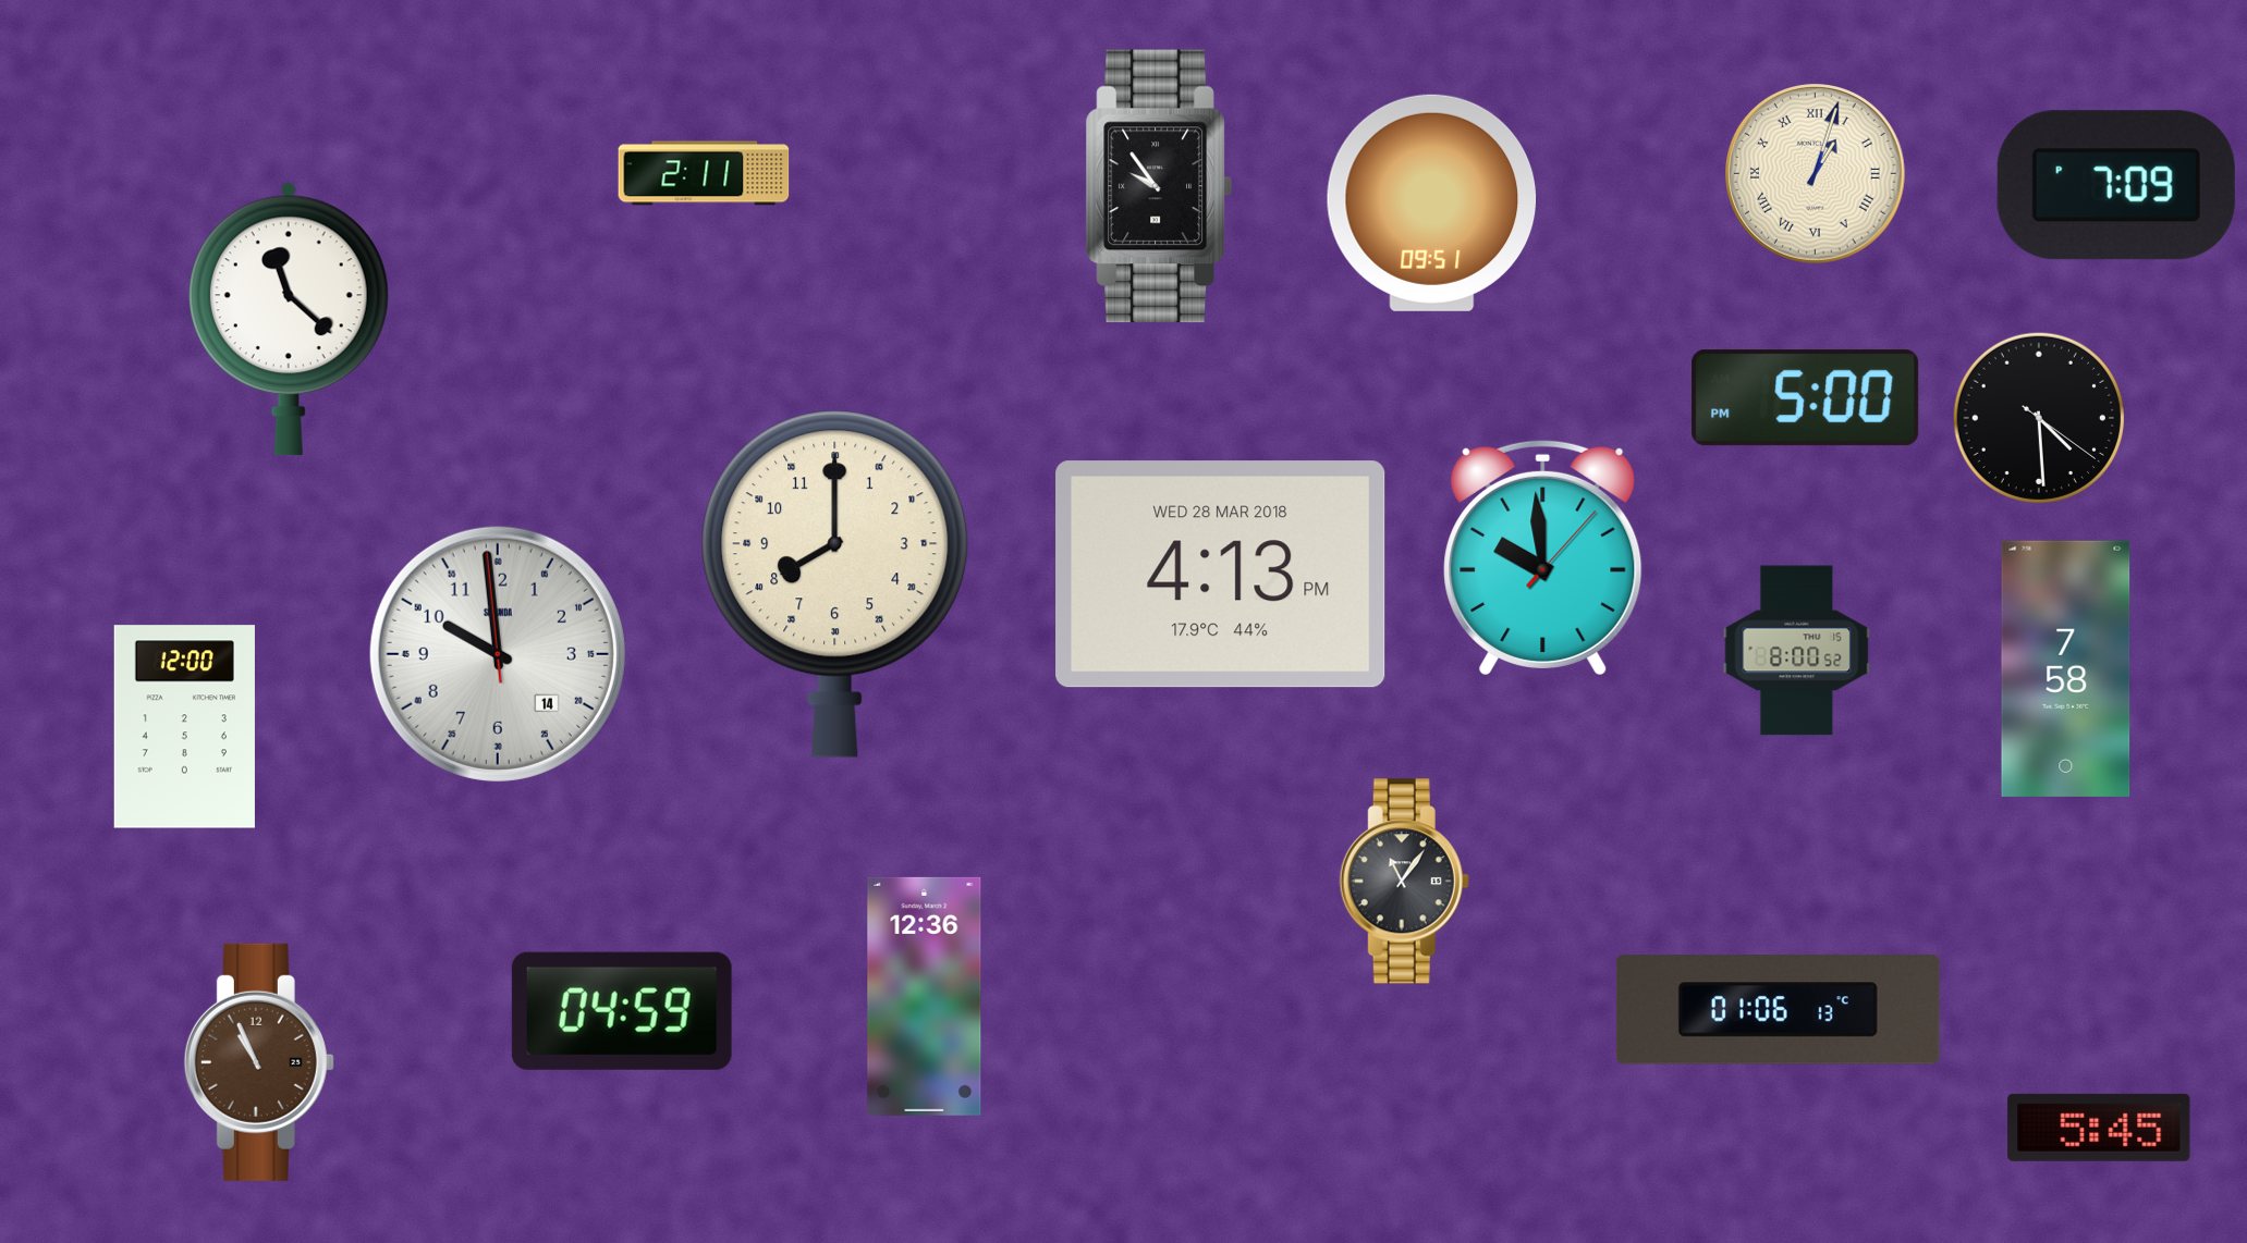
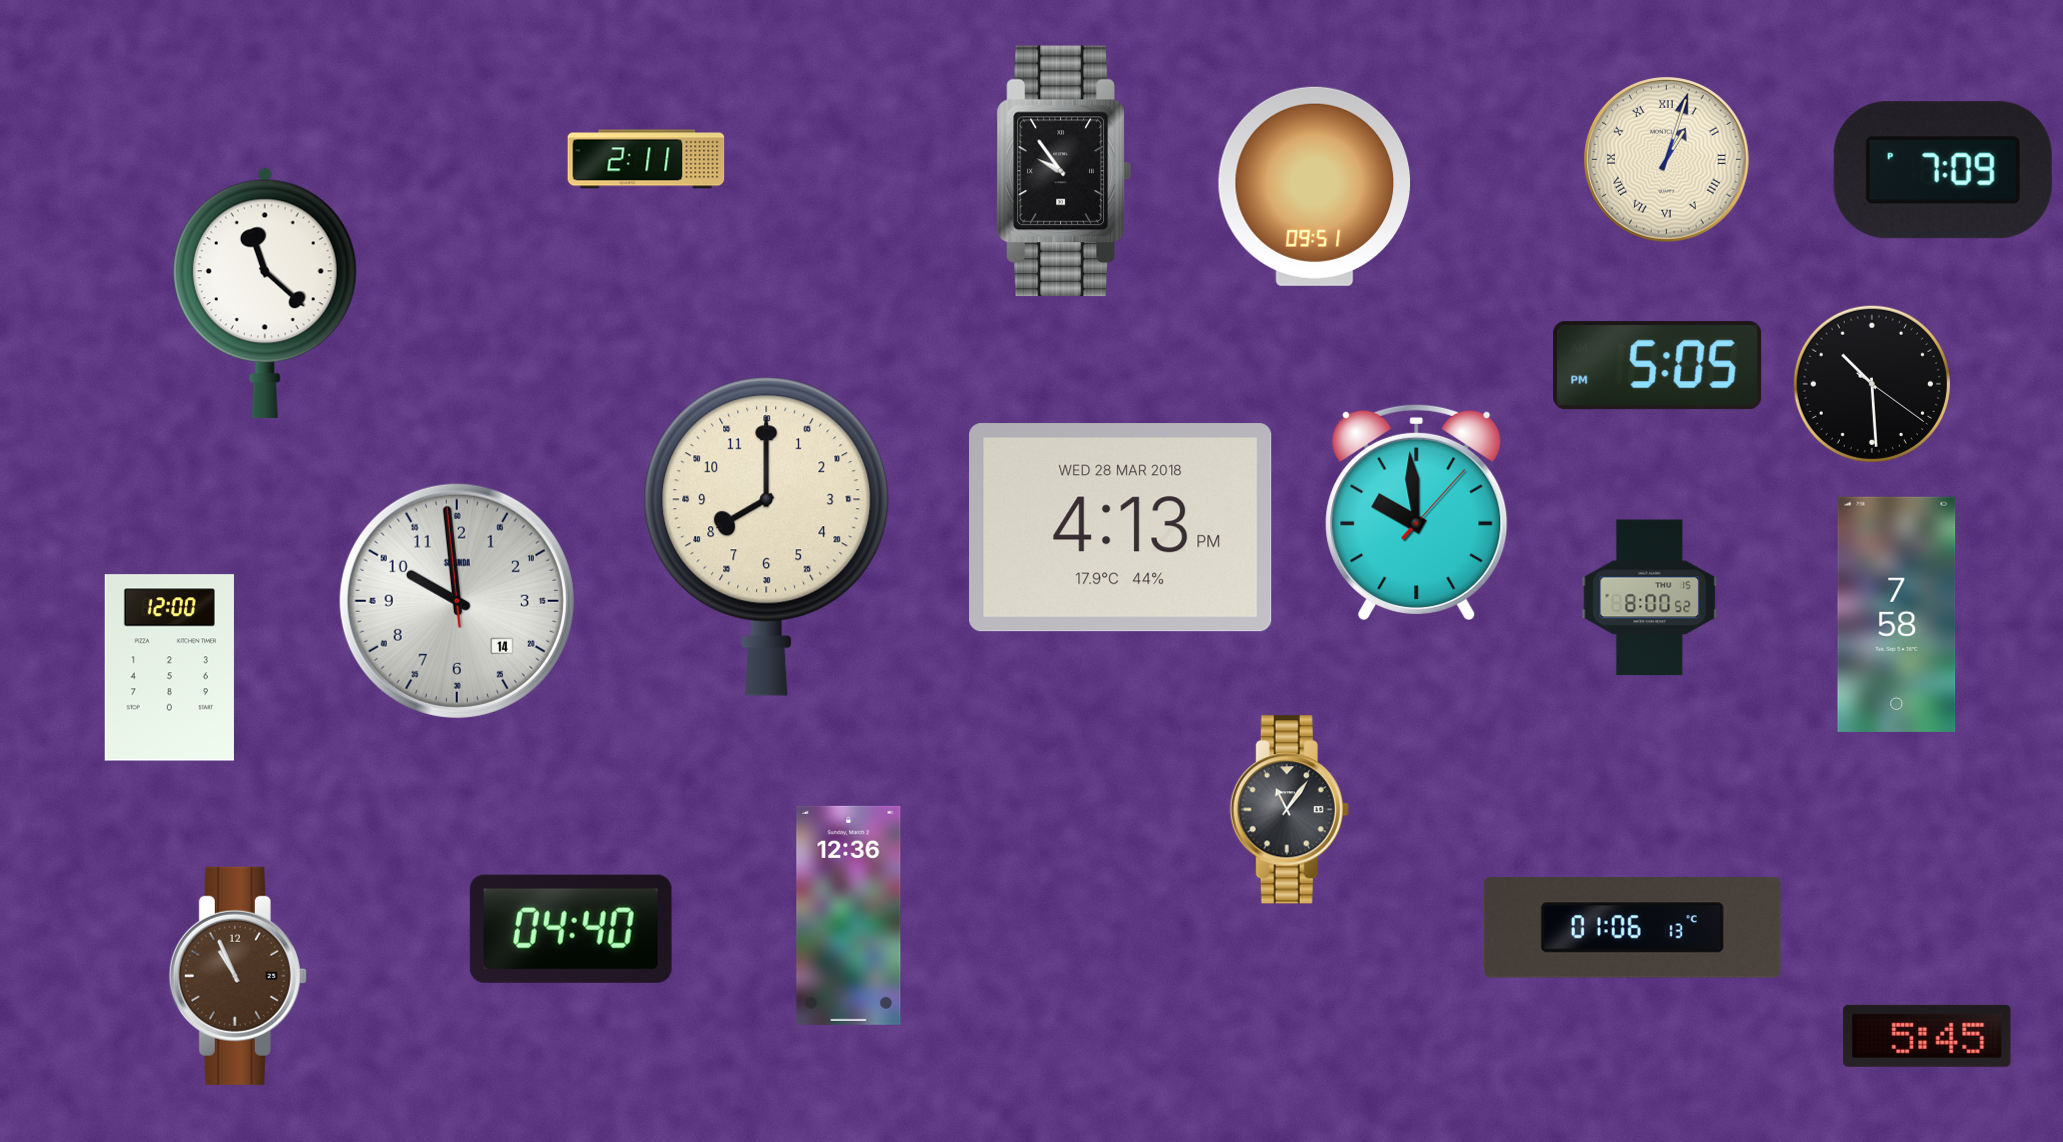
clock at (1806, 398): 5:00 -> 5:05
clock at (2039, 418): 4:29 -> 10:29
clock at (622, 1011): 04:59 -> 04:40
